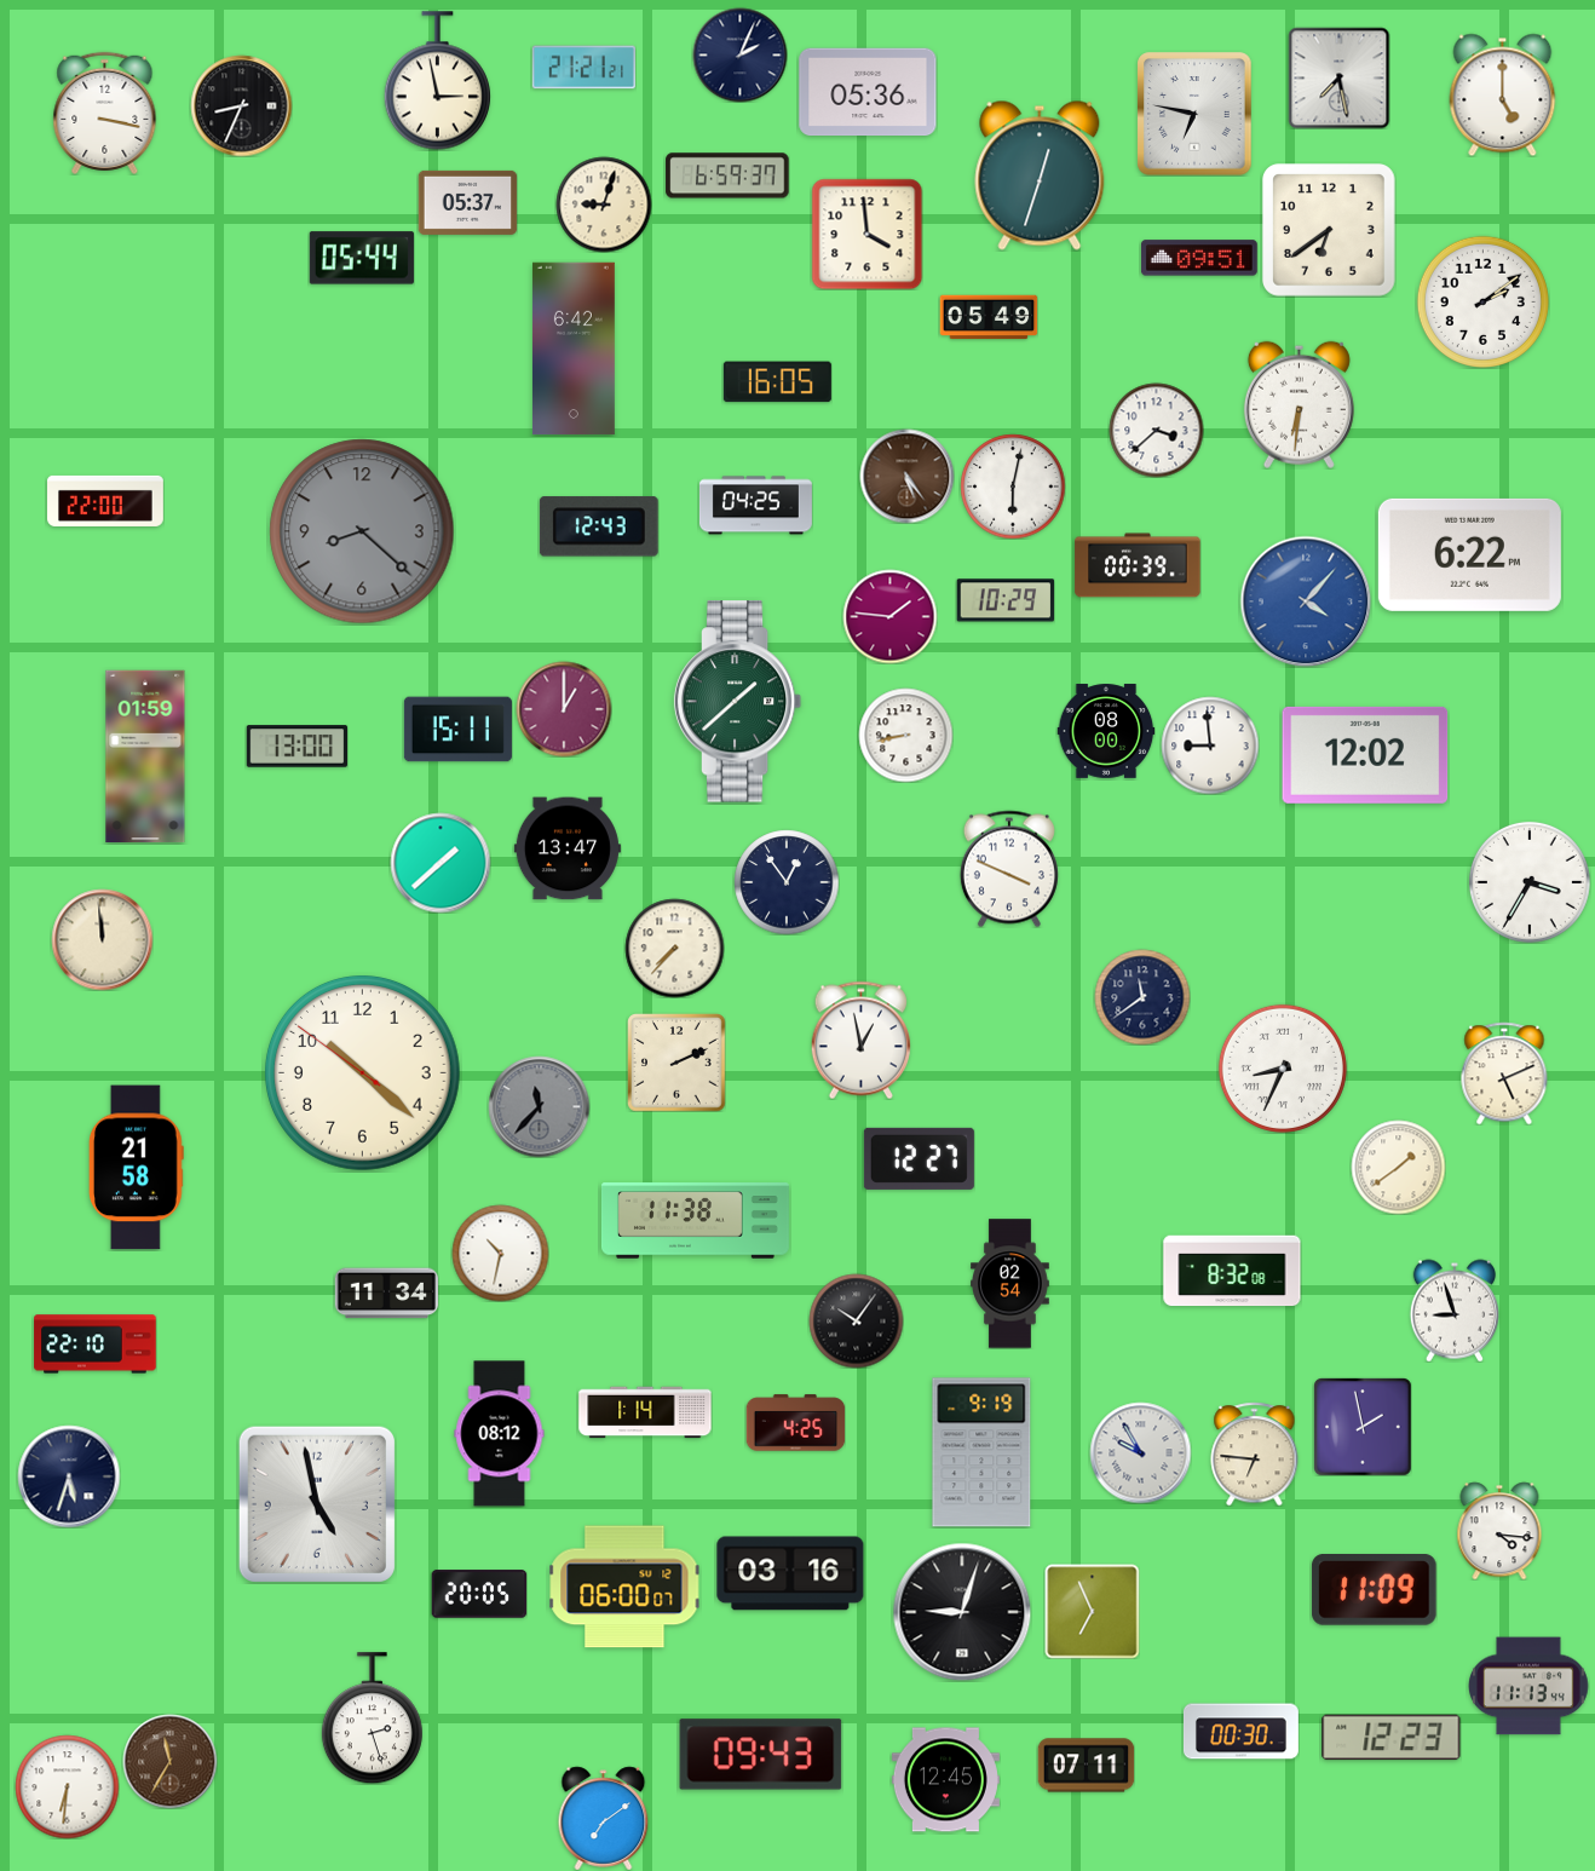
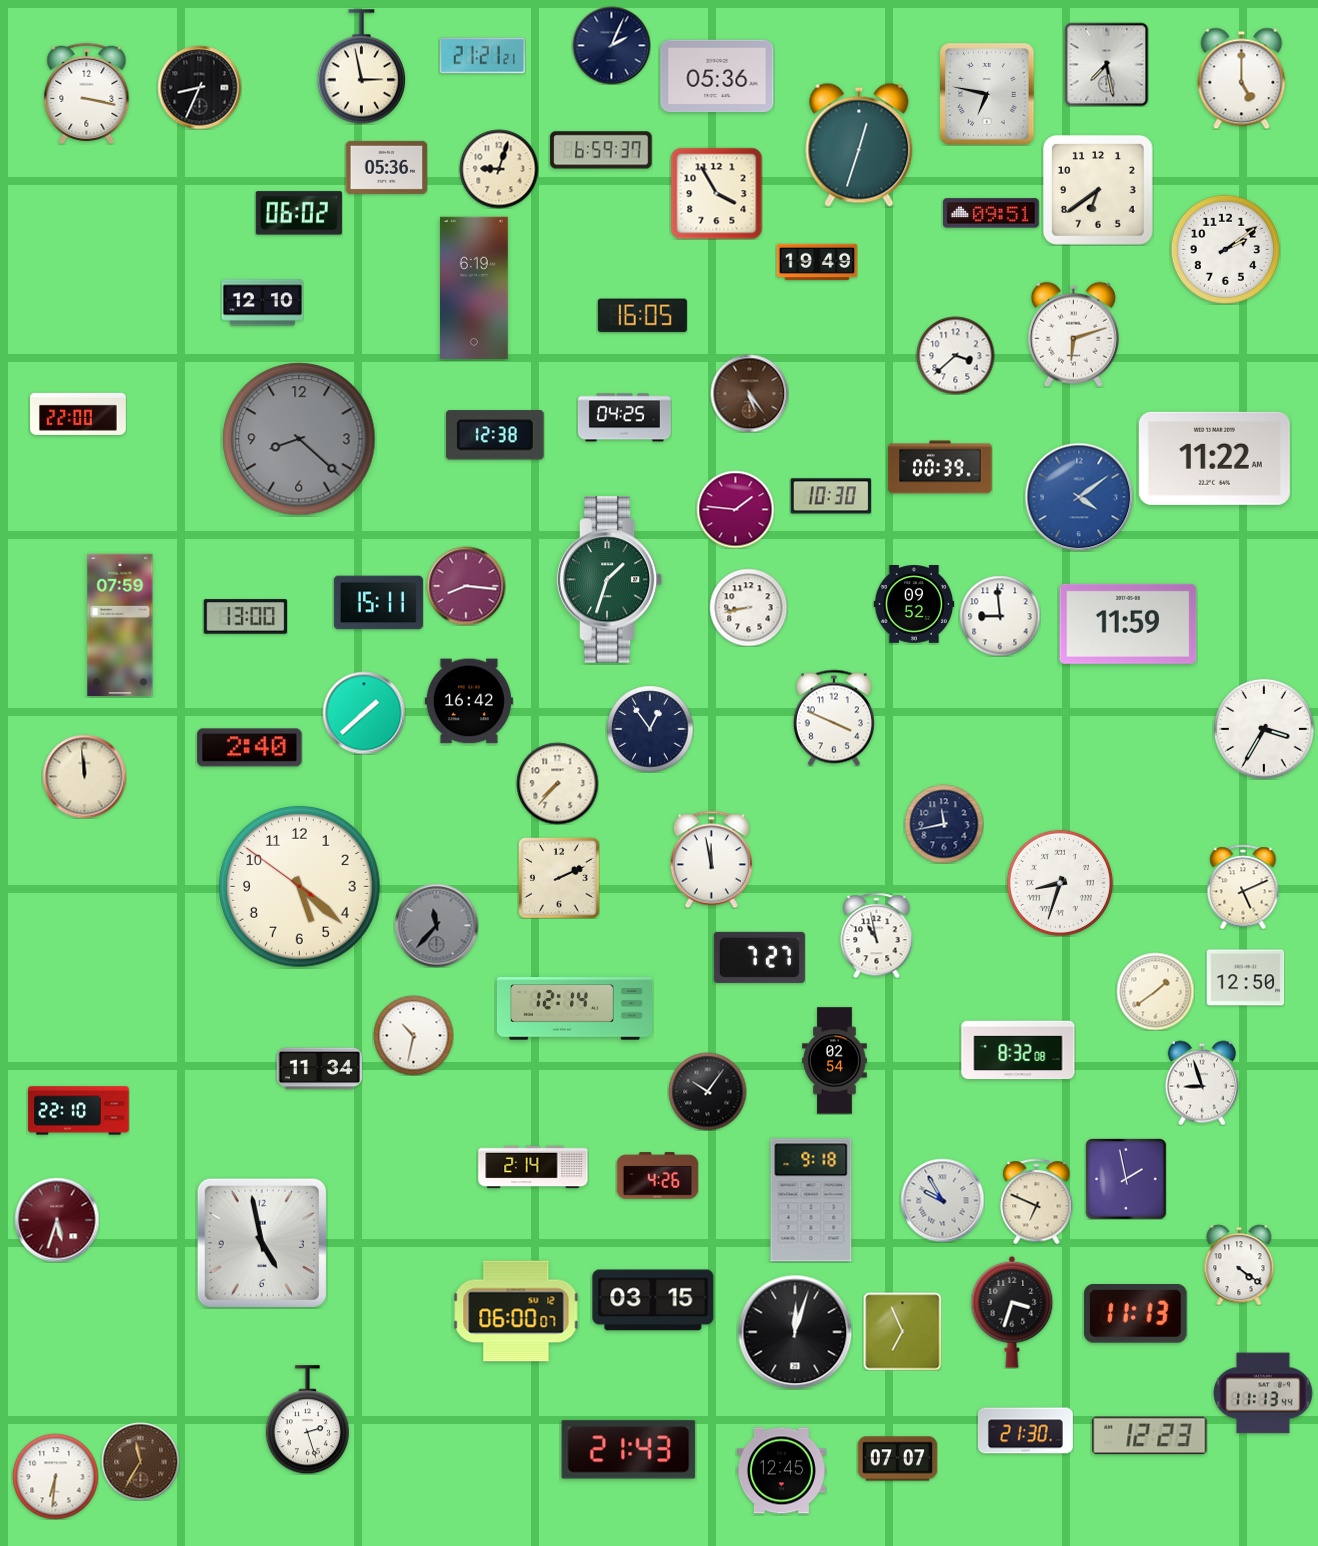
clock at (727, 175) position: (727, 175) -> (601, 150)
clock at (467, 202): 05:37 -> 05:36
clock at (866, 234): 3:59 -> 3:55
clock at (362, 258): 05:44 -> 06:02
clock at (989, 317): 05:49 -> 19:49
clock at (574, 349): 6:42 -> 6:19
clock at (262, 303): none -> 12:10
clock at (1299, 404): 6:31 -> 6:12
clock at (1013, 487): 6:02 -> none
clock at (106, 501) position: (106, 501) -> (79, 414)
clock at (599, 526): 12:43 -> 12:38
clock at (1469, 554): 6:22 -> 11:22
clock at (1006, 600): 10:29 -> 10:30
clock at (1306, 601): 4:07 -> 4:09
clock at (738, 702): 1:38 -> 1:33
clock at (564, 709): 1:00 -> 8:16
clock at (1106, 731): 08:00 -> 09:52
clock at (1365, 755): 12:02 -> 11:59
clock at (145, 756): 01:59 -> 07:59
clock at (568, 848): 13:47 -> 16:42
clock at (250, 748): none -> 2:40
clock at (1142, 997): 11:39 -> 11:43
clock at (860, 1040): 12:58 -> 11:58
clock at (1283, 1069): 8:34 -> 8:33
clock at (363, 1073): 10:21 -> 5:21
clock at (539, 1106) position: (539, 1106) -> (436, 925)
clock at (877, 935): none -> 10:58
clock at (919, 1158): 12:27 -> 7:27
clock at (1398, 1167) position: (1398, 1167) -> (1155, 991)
clock at (136, 1168): 21:58 -> none
clock at (1245, 978): none -> 12:50
clock at (695, 1221): 11:38 -> 12:14
clock at (645, 1412): 1:14 -> 2:14
clock at (795, 1423): 4:25 -> 4:26
clock at (500, 1434): 08:12 -> none
clock at (981, 1452): 9:19 -> 9:18
clock at (1255, 1453): 6:46 -> 6:49
clock at (69, 1476) dial: navy -> burgundy
clock at (1499, 1531): 4:16 -> 4:21
clock at (790, 1573): 03:16 -> 03:15
clock at (1012, 1312): none -> 3:33
clock at (1375, 1590): 11:09 -> 11:13
clock at (479, 1594): 20:05 -> none
clock at (962, 1612): 9:03 -> 12:03
clock at (1240, 1732): 00:30 -> 21:30
clock at (761, 1755): 09:43 -> 21:43
clock at (169, 1761) position: (169, 1761) -> (140, 1461)
clock at (1086, 1766): 07:11 -> 07:07
clock at (604, 1818): 7:09 -> none
